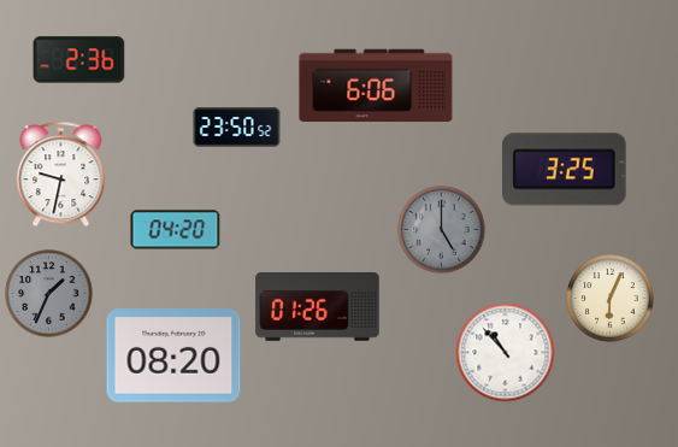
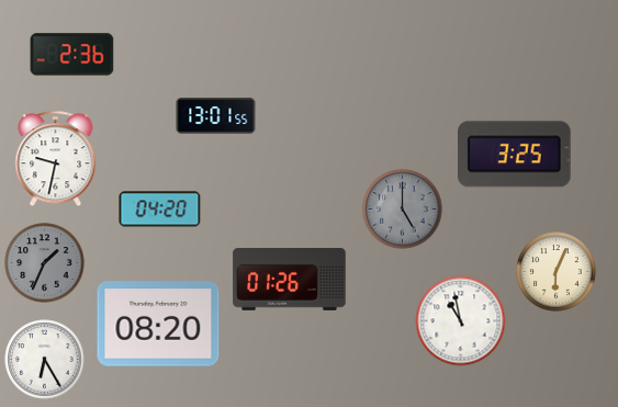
clock at (376, 84): 6:06 -> none
clock at (237, 128): 23:50 -> 13:01
clock at (49, 294) position: (49, 294) -> (45, 263)
clock at (506, 353): 10:53 -> 10:58
clock at (45, 360): none -> 6:25
